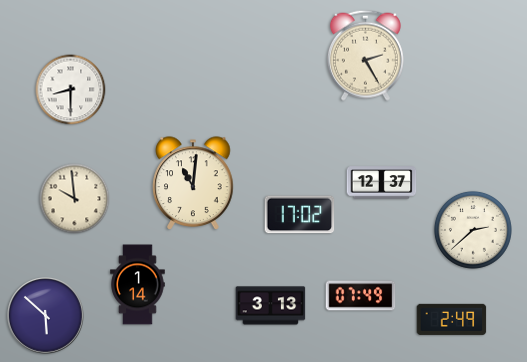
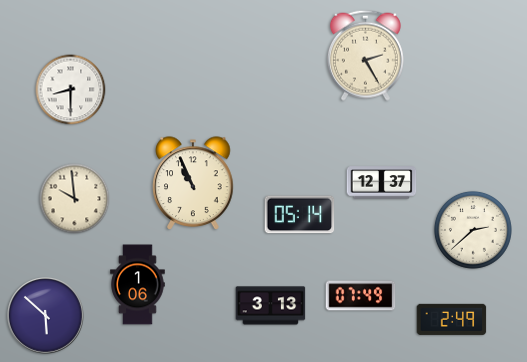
clock at (193, 183): 11:01 -> 10:56
clock at (300, 215): 17:02 -> 05:14
clock at (138, 285): 1:14 -> 1:06
